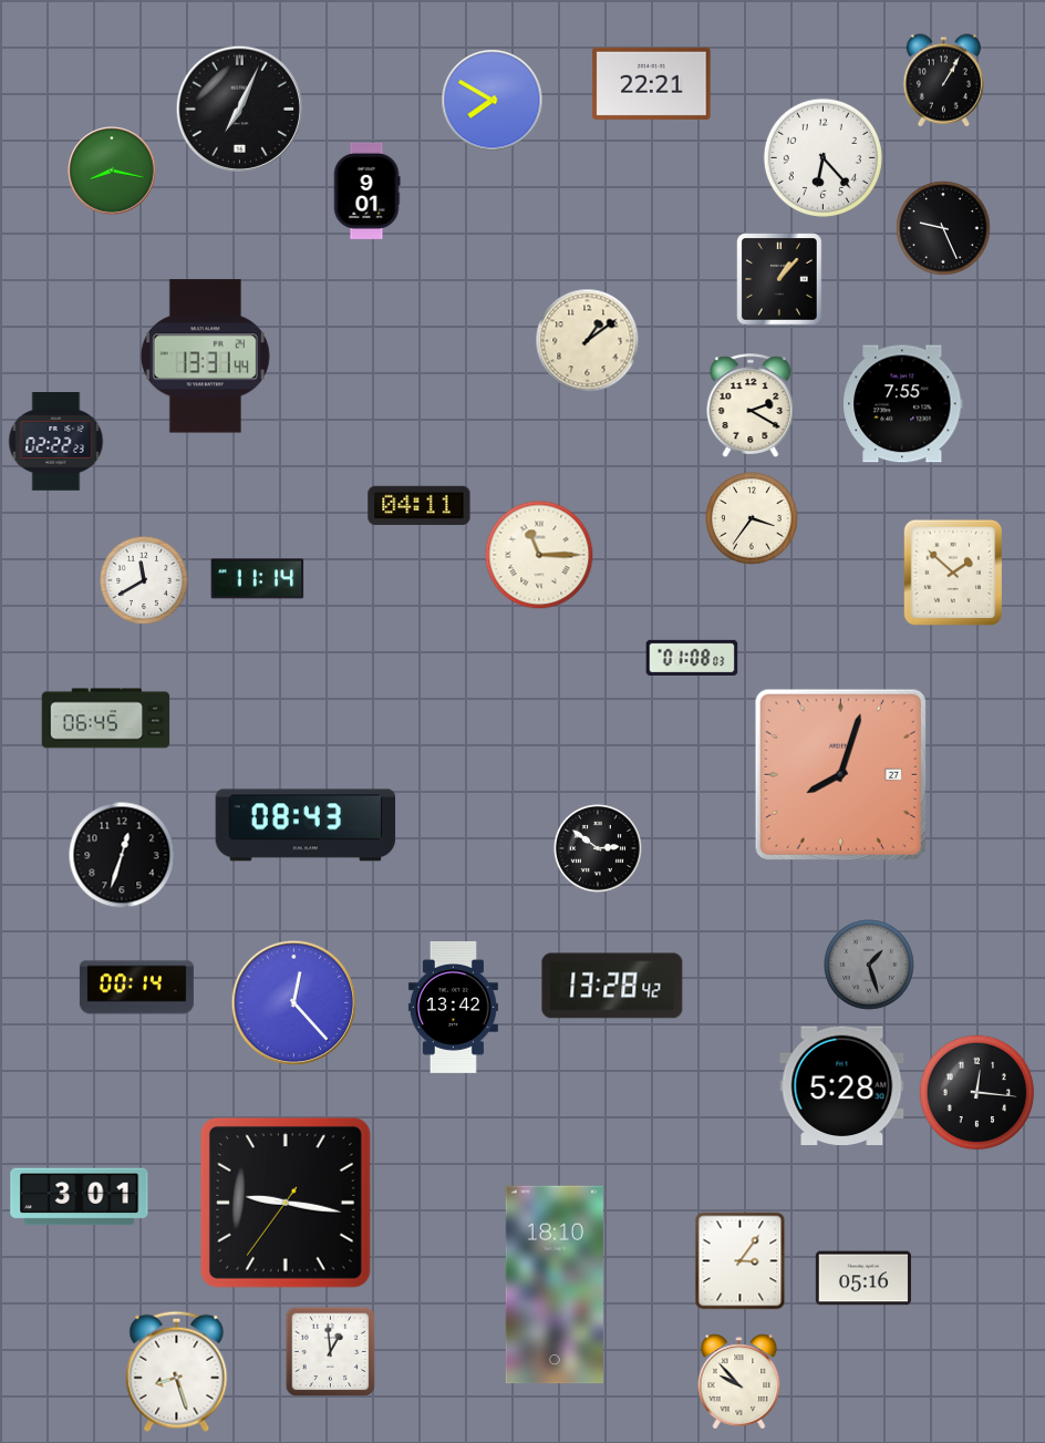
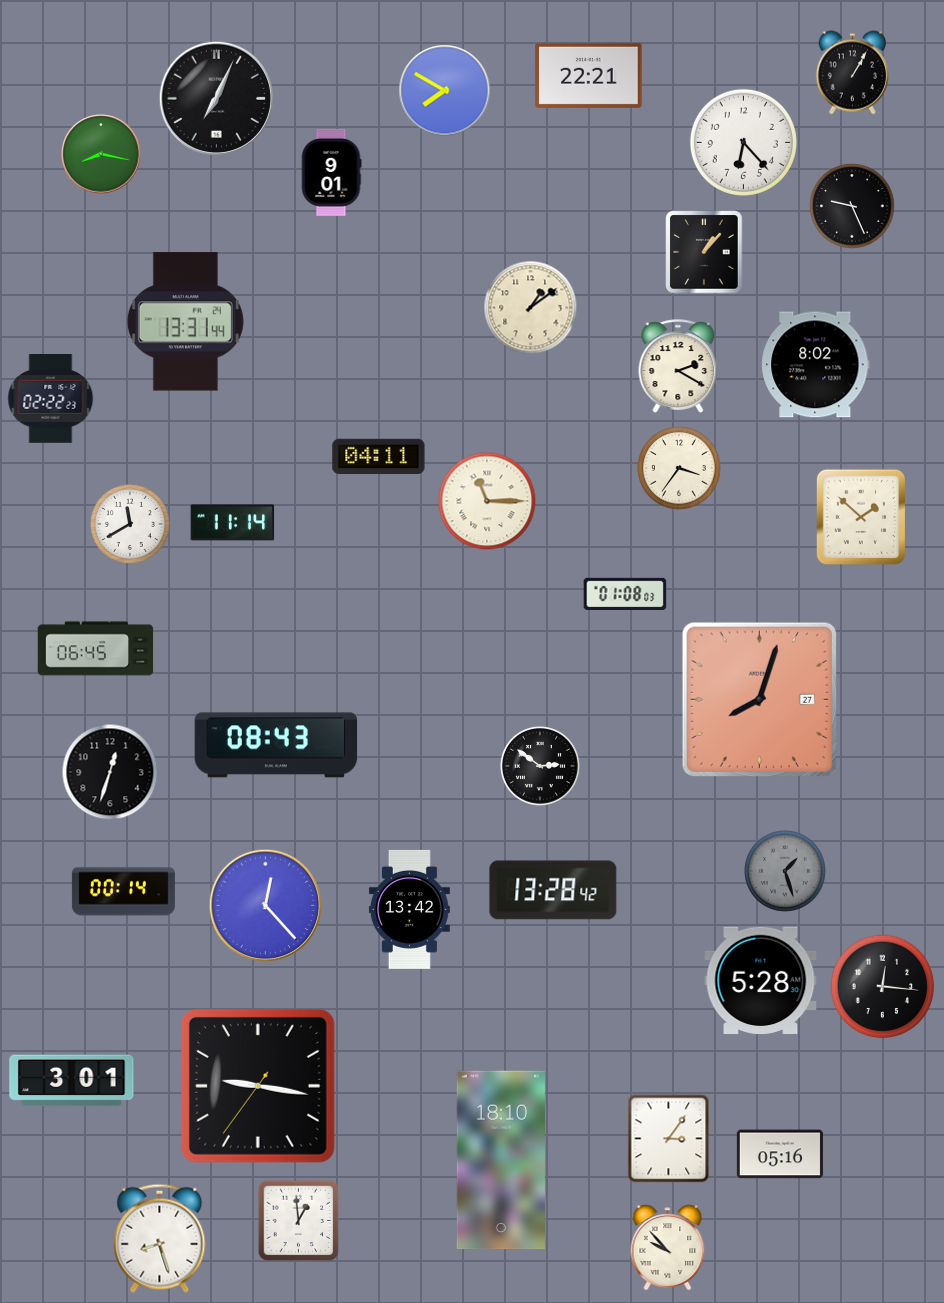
clock at (903, 404): 7:55 -> 8:02
